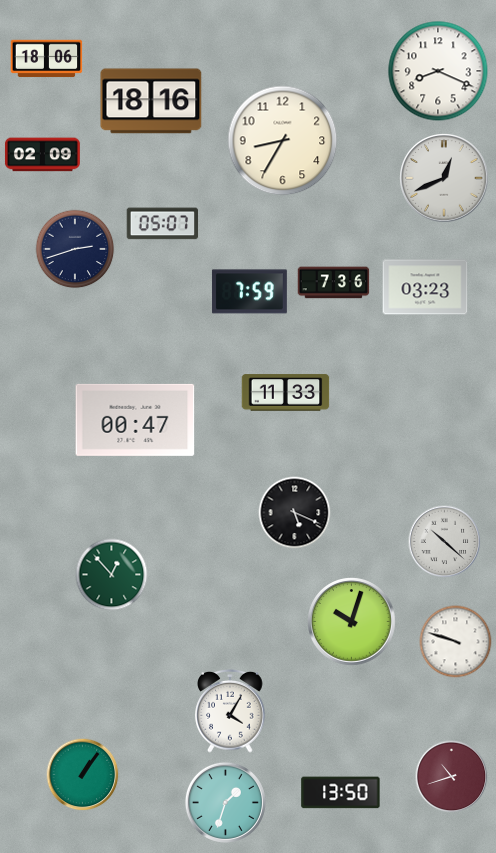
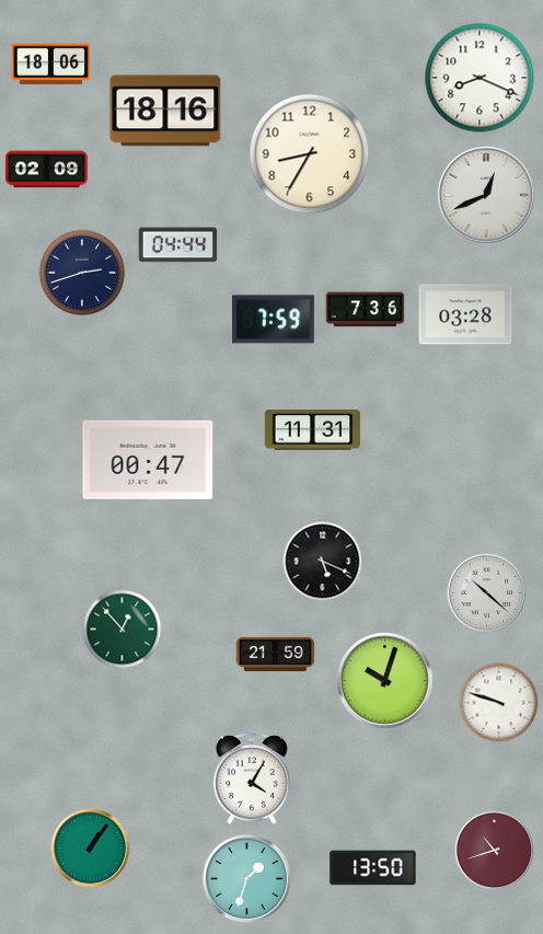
clock at (163, 224): 05:07 -> 04:44
clock at (425, 287): 03:23 -> 03:28
clock at (286, 393): 11:33 -> 11:31
clock at (276, 655): none -> 21:59
